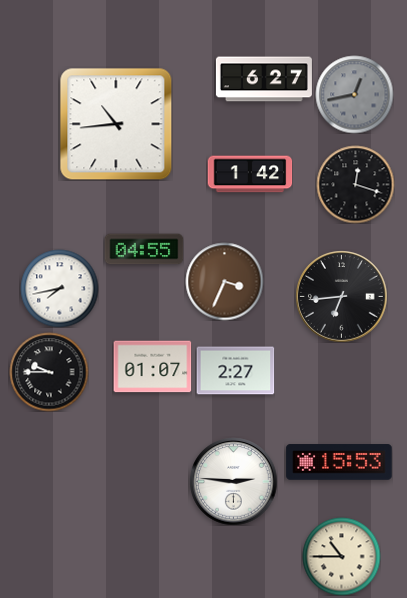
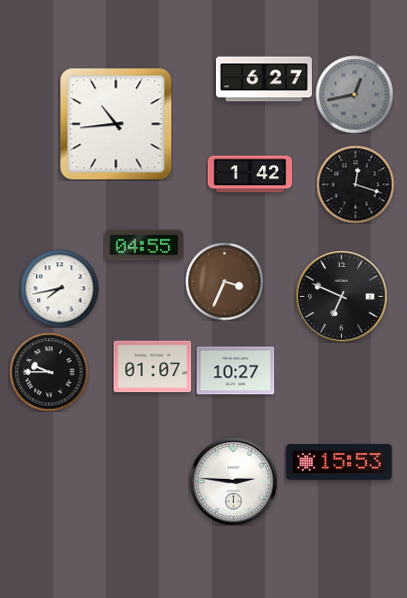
clock at (144, 249) position: (144, 249) -> (144, 245)
clock at (342, 297): 6:44 -> 6:49
clock at (235, 371): 2:27 -> 10:27
clock at (341, 556): 10:45 -> none
